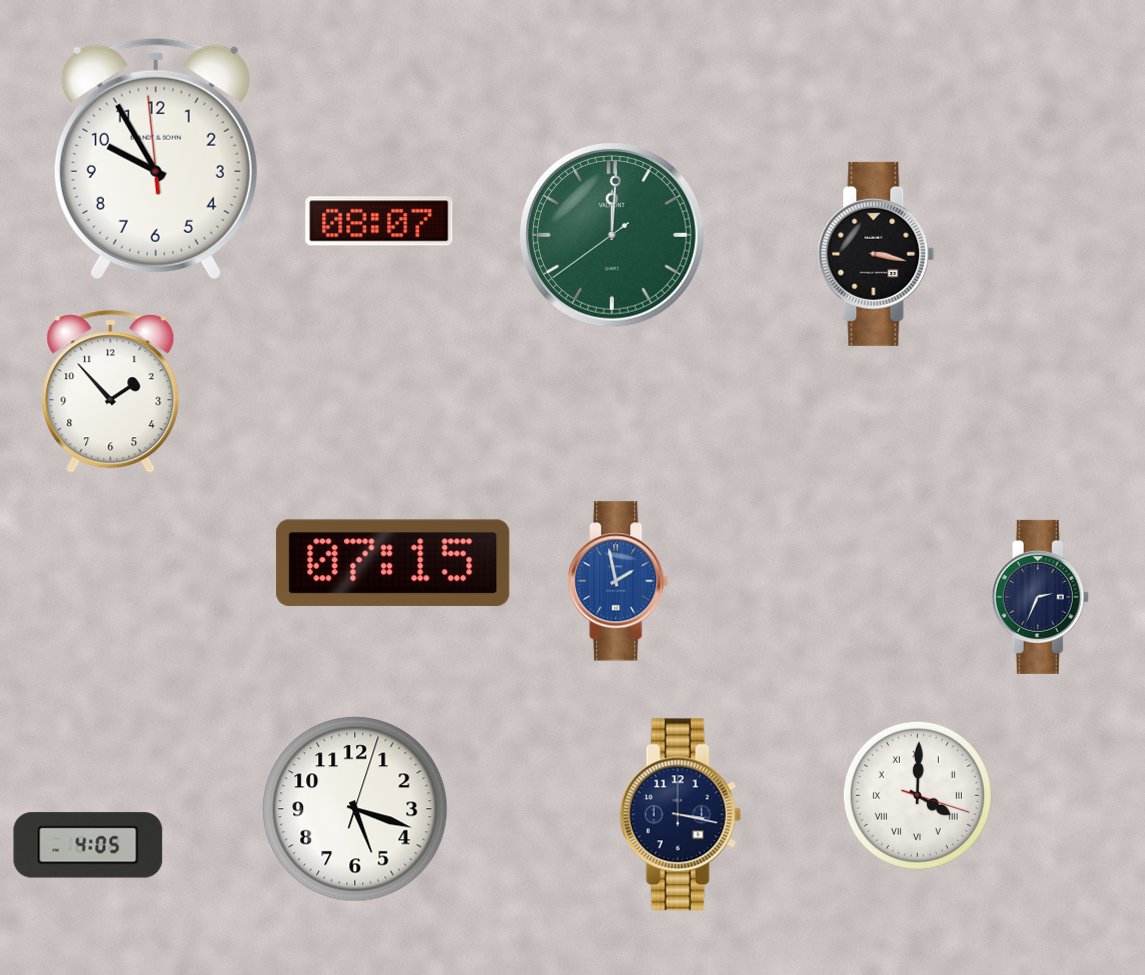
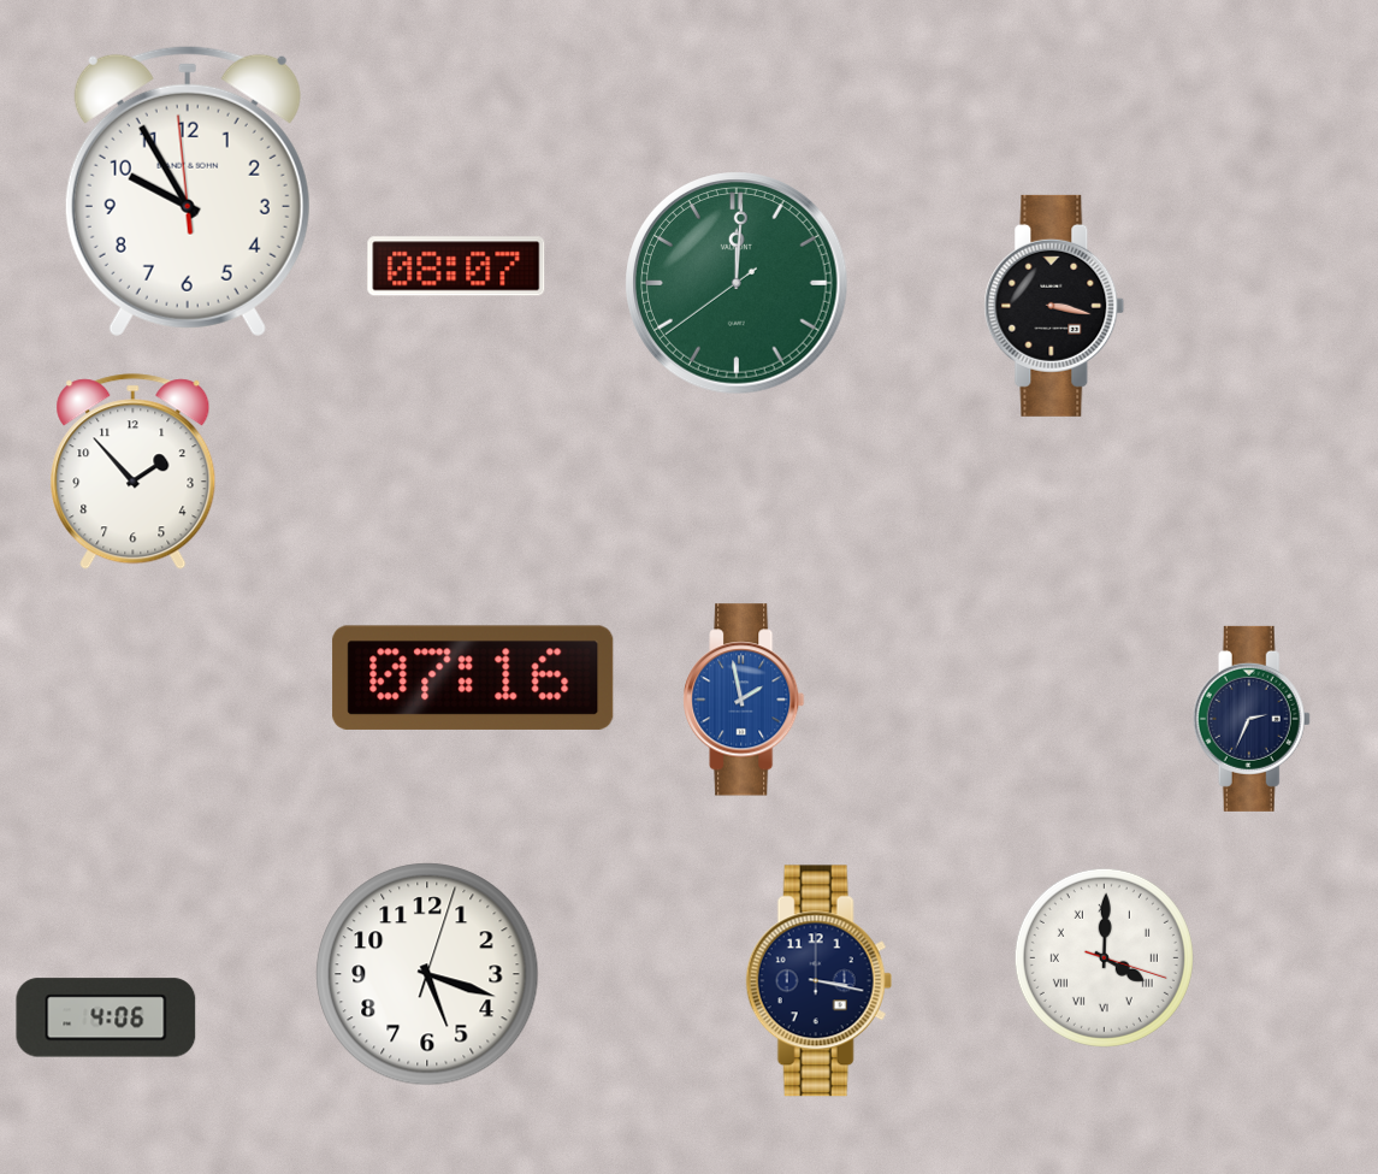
clock at (393, 563): 07:15 -> 07:16
clock at (88, 845): 4:05 -> 4:06
